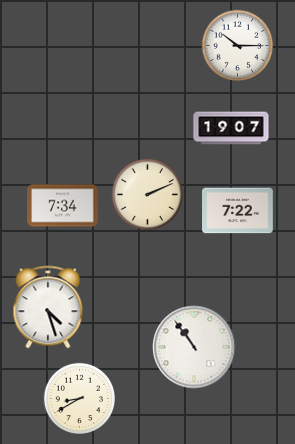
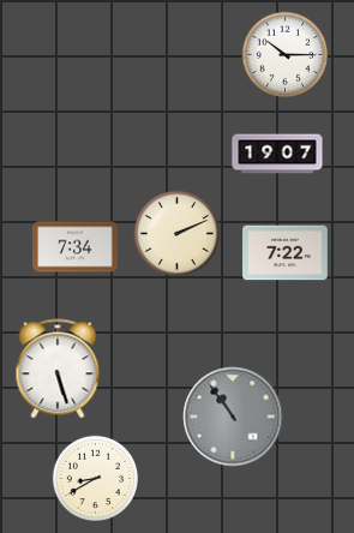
clock at (48, 307): 4:27 -> 5:27
clock at (194, 347) dial: white -> grey
